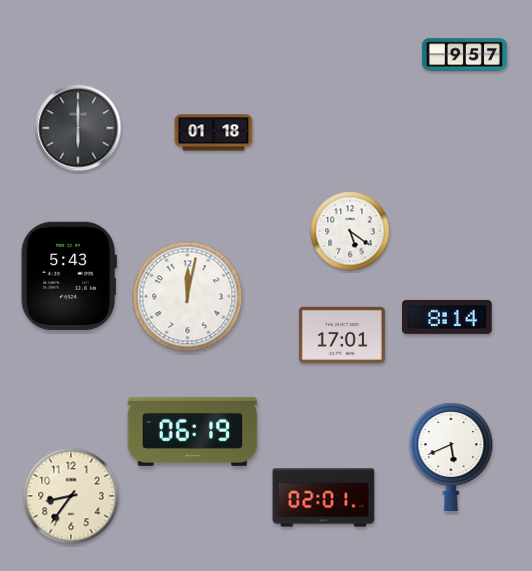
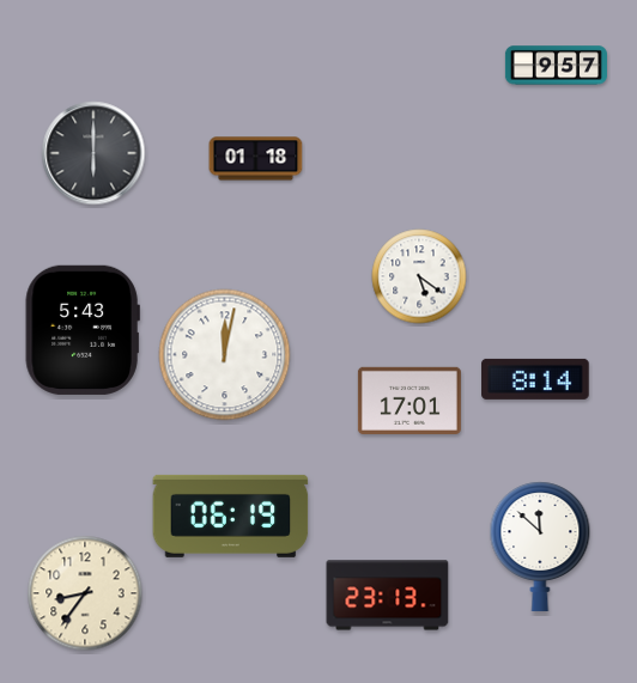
clock at (451, 457): 5:41 -> 11:52
clock at (324, 498): 02:01 -> 23:13
